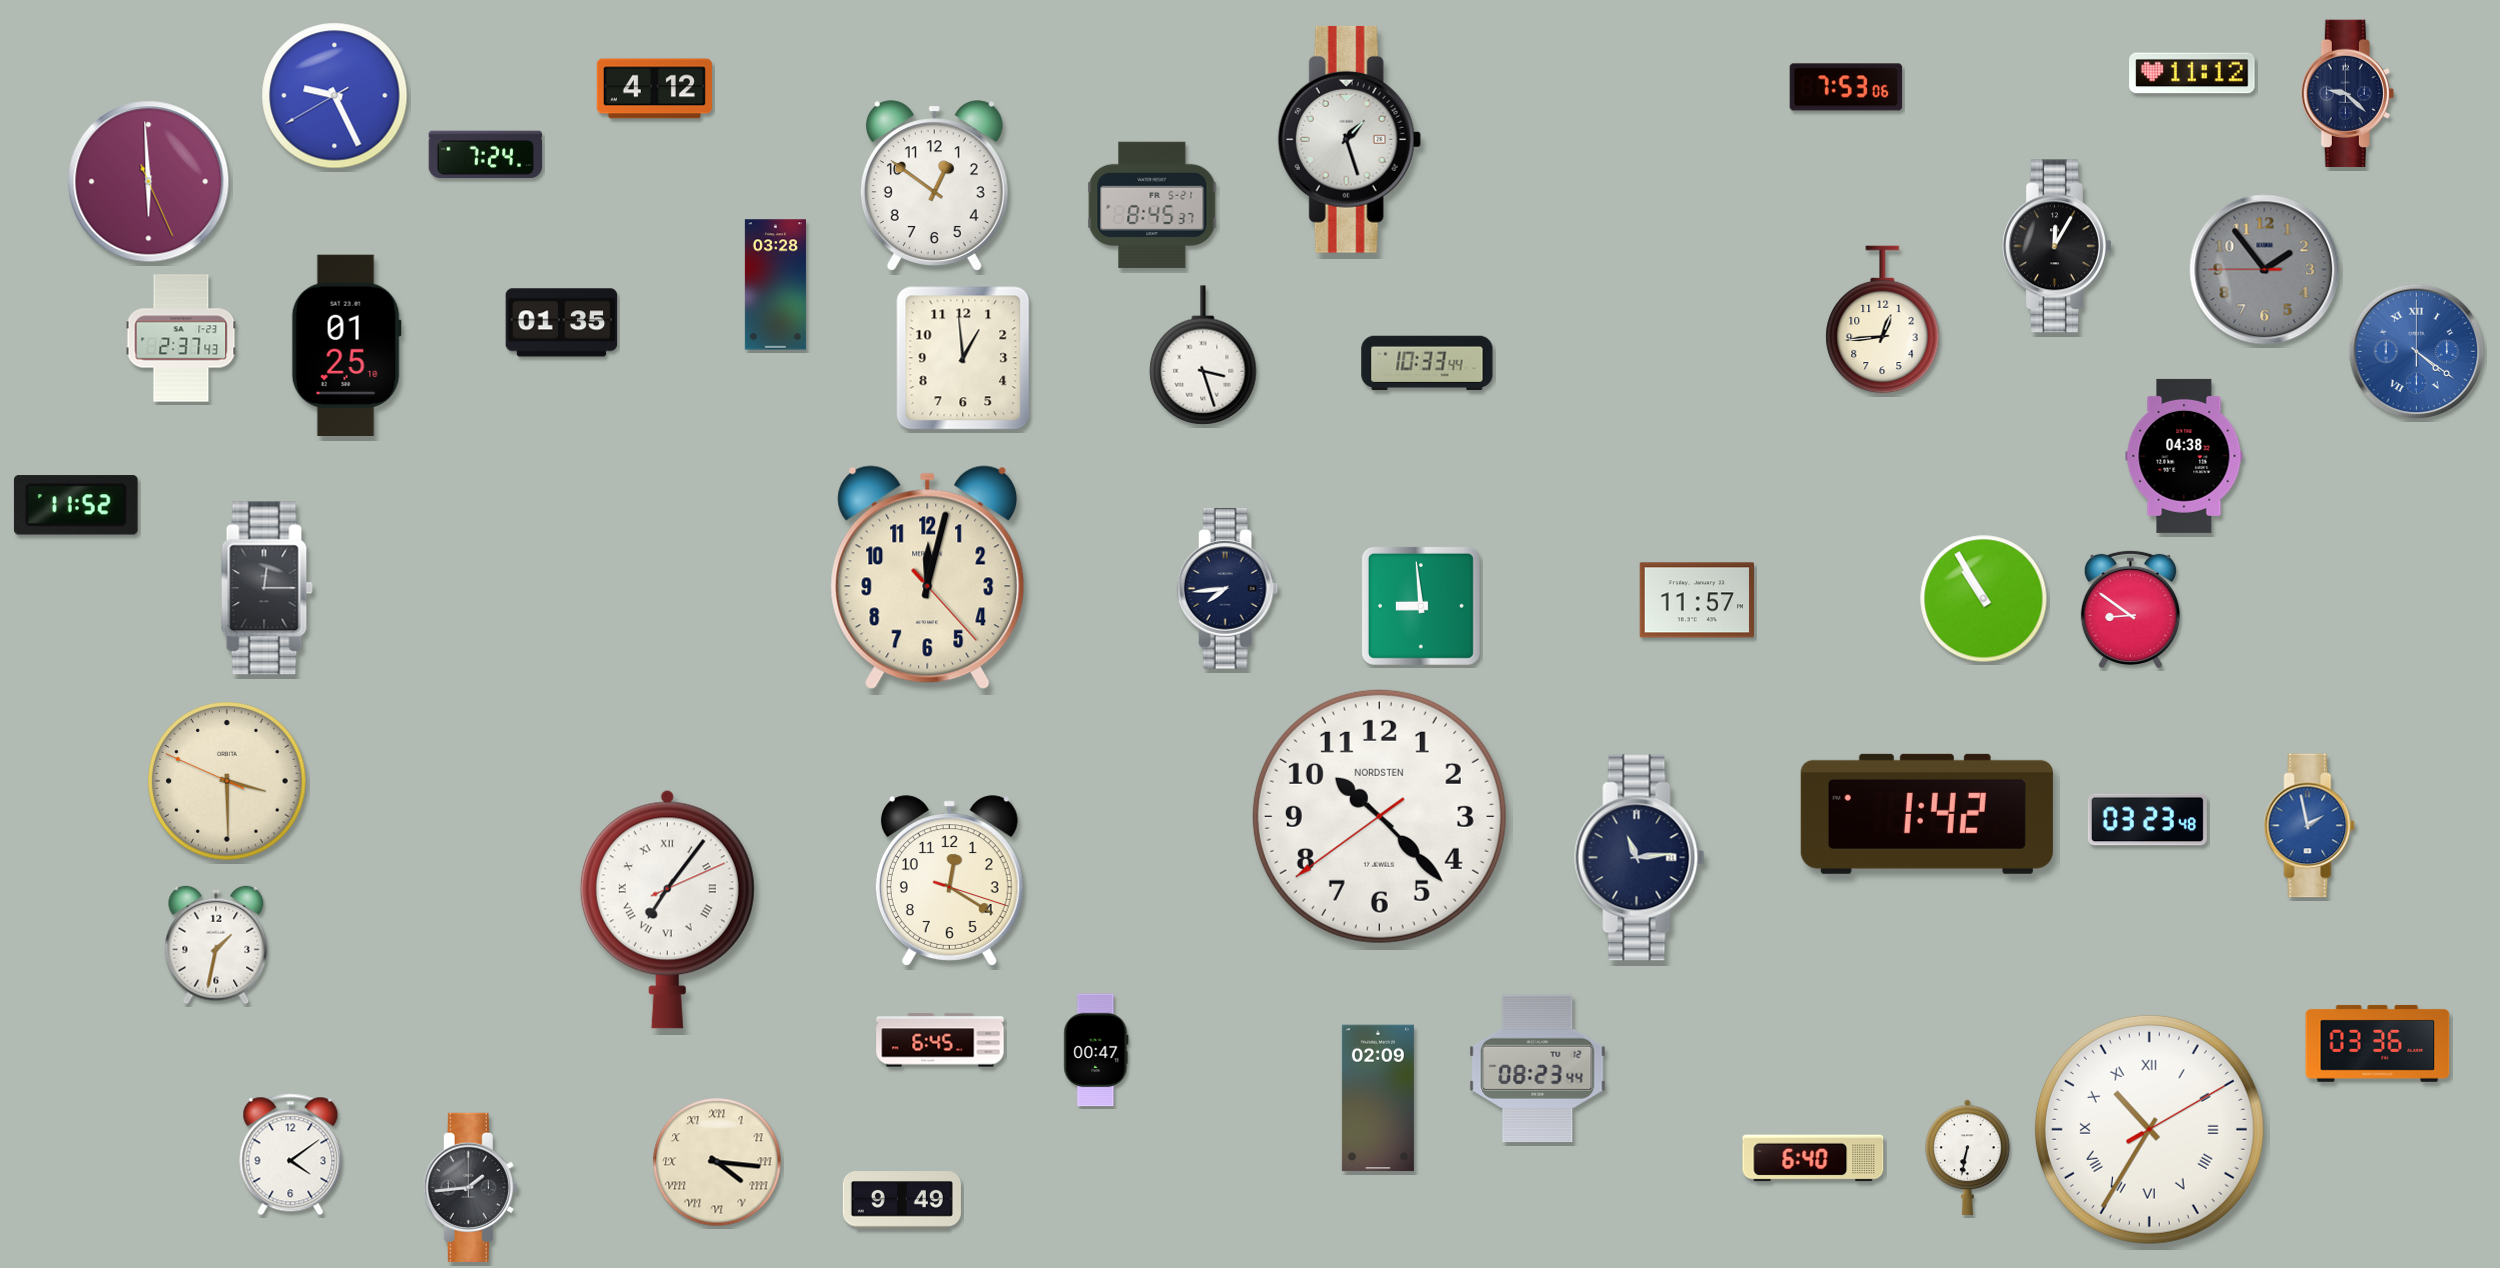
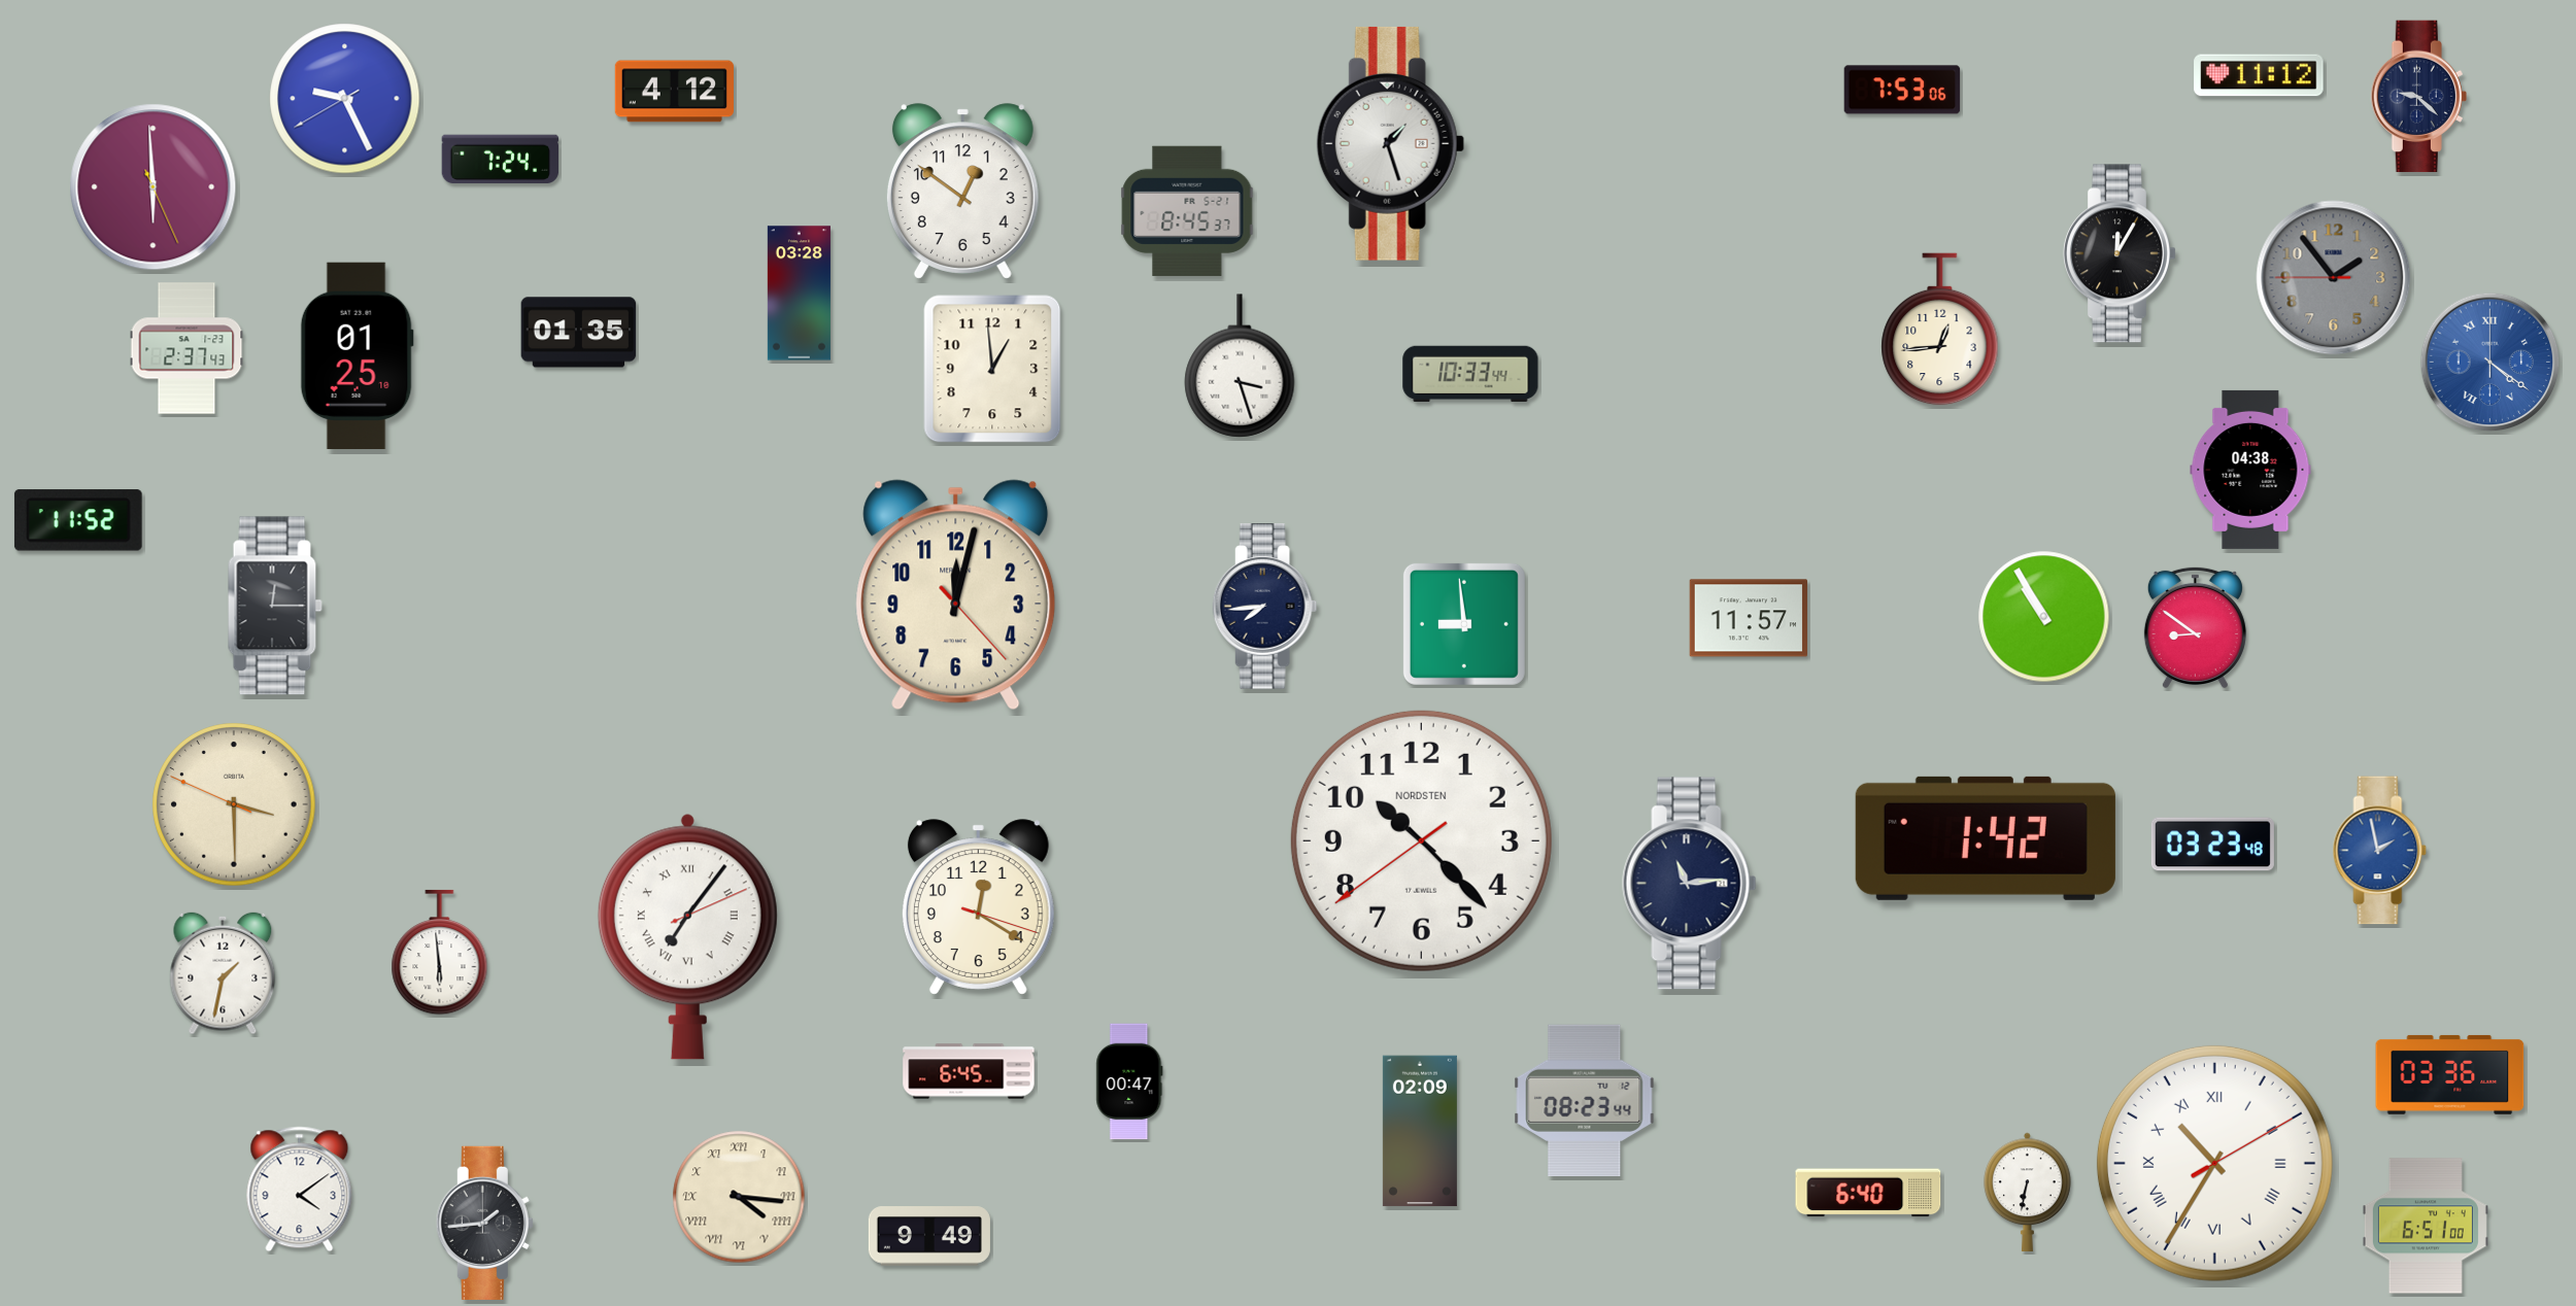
clock at (440, 953): none -> 5:59
clock at (2426, 1226): none -> 6:51
